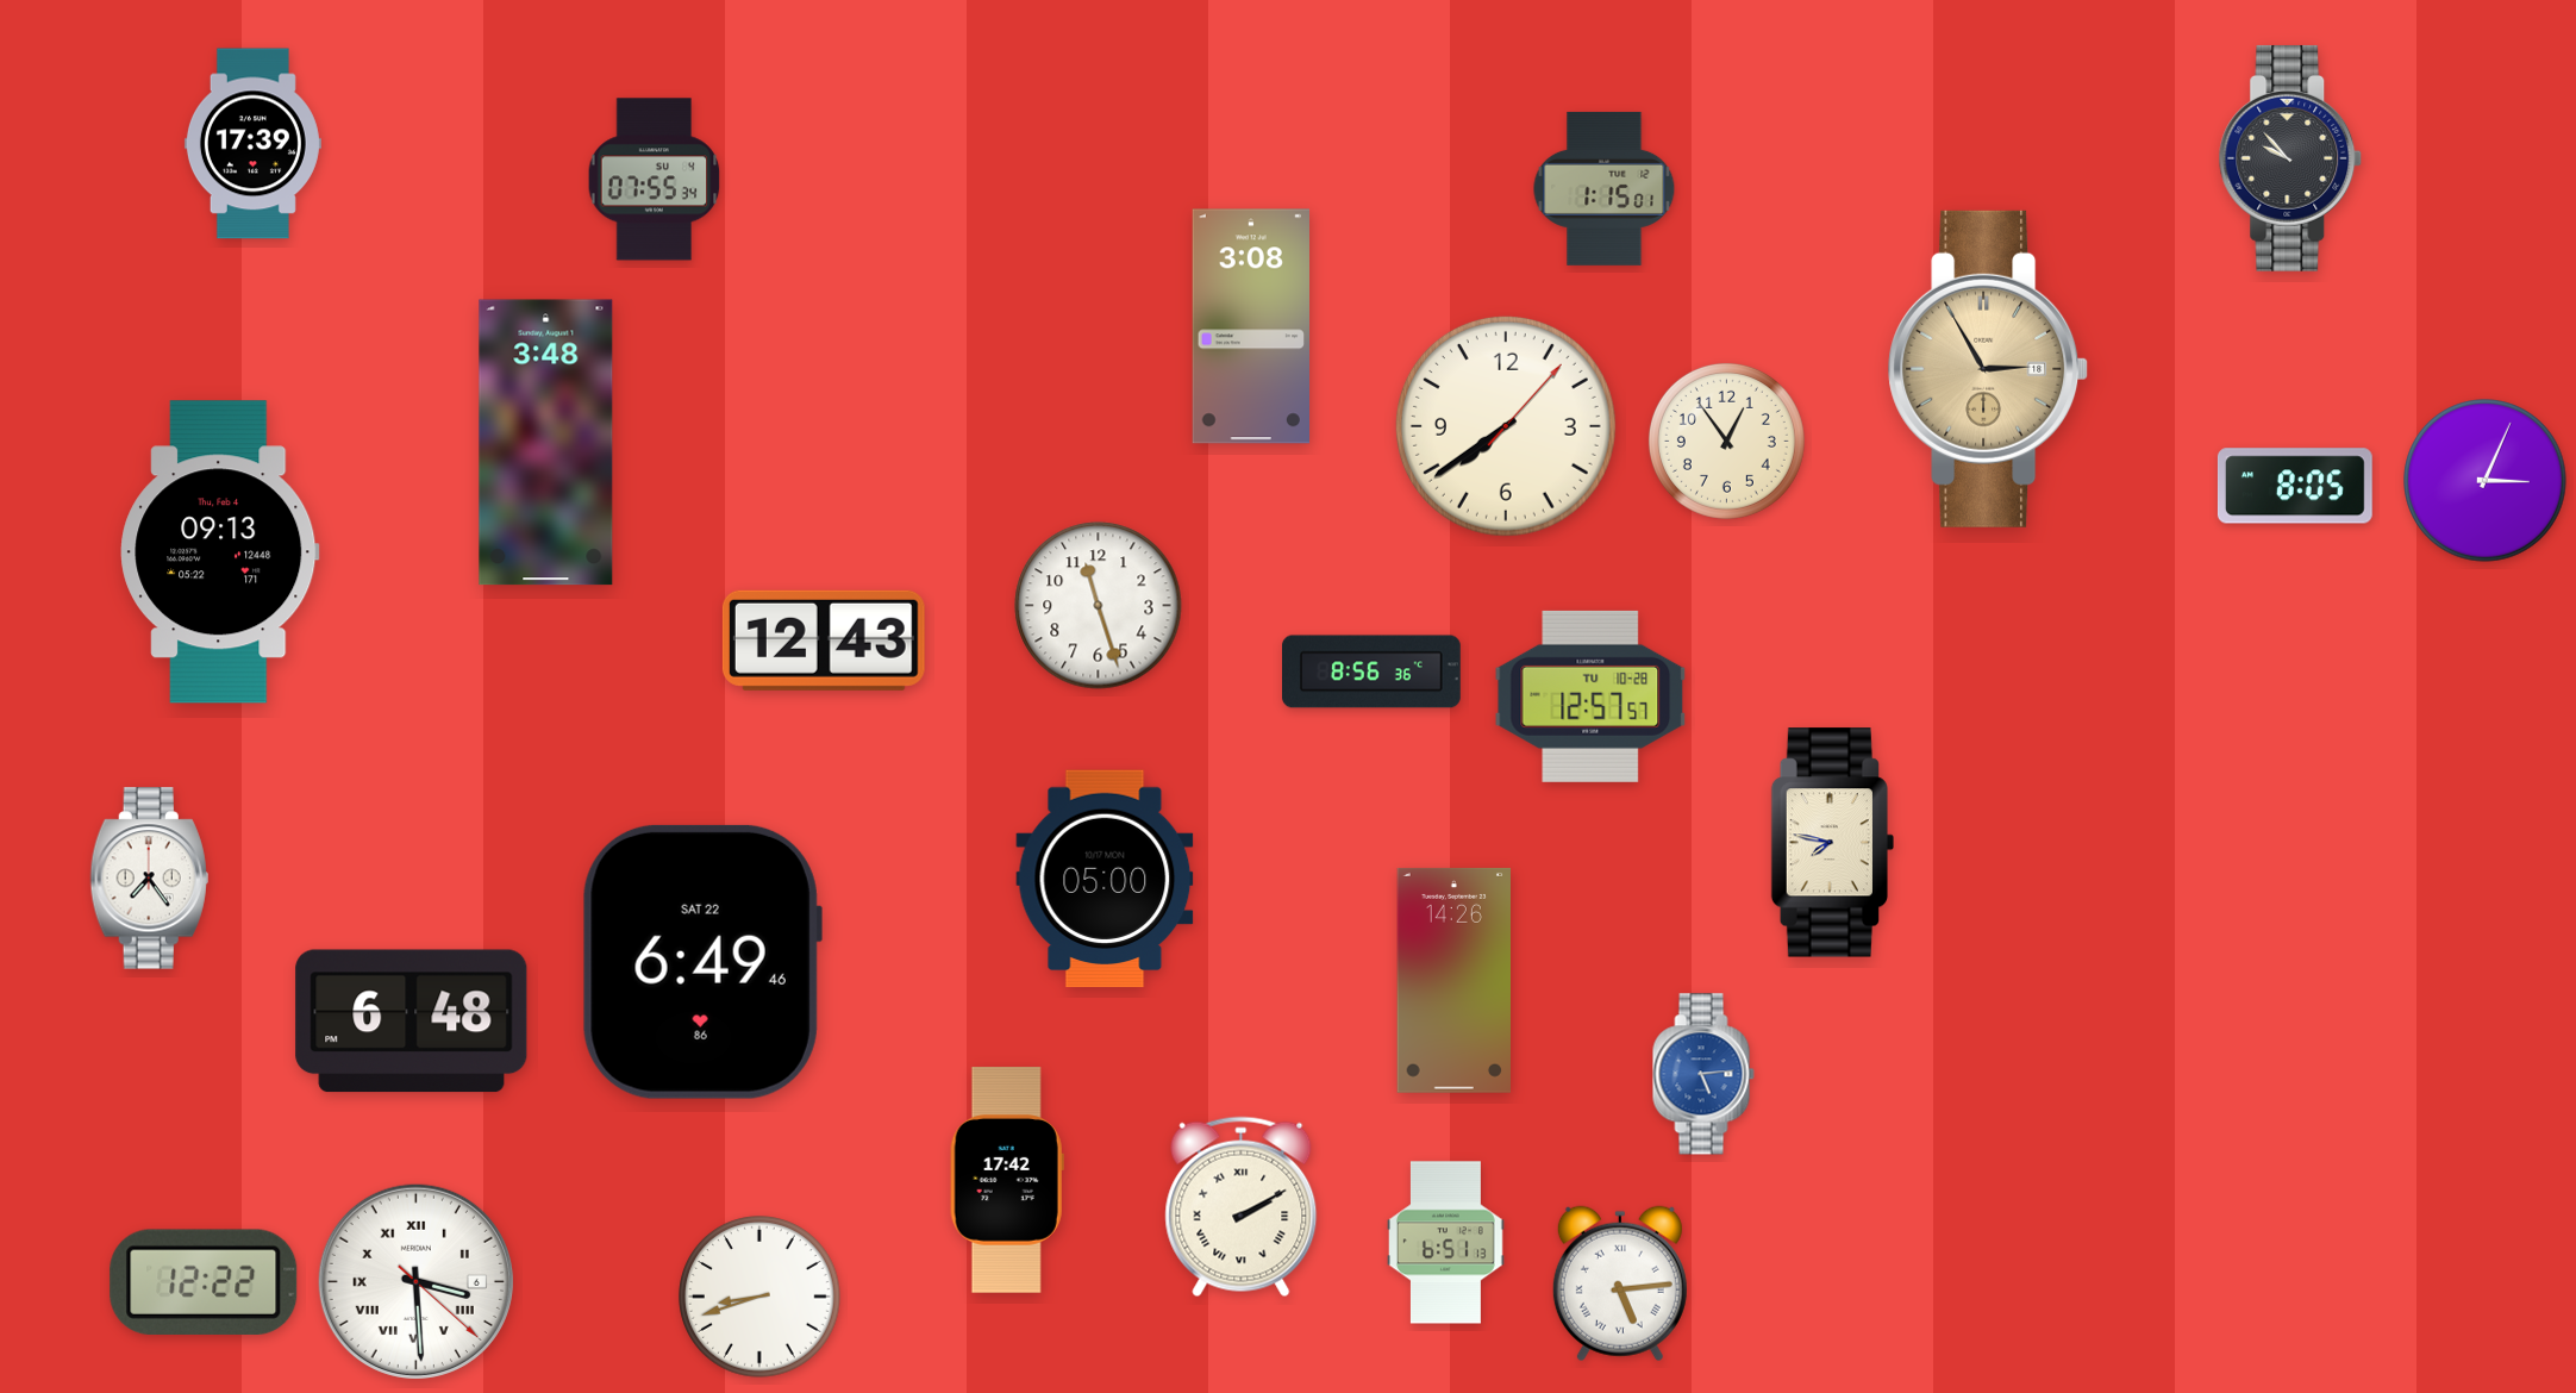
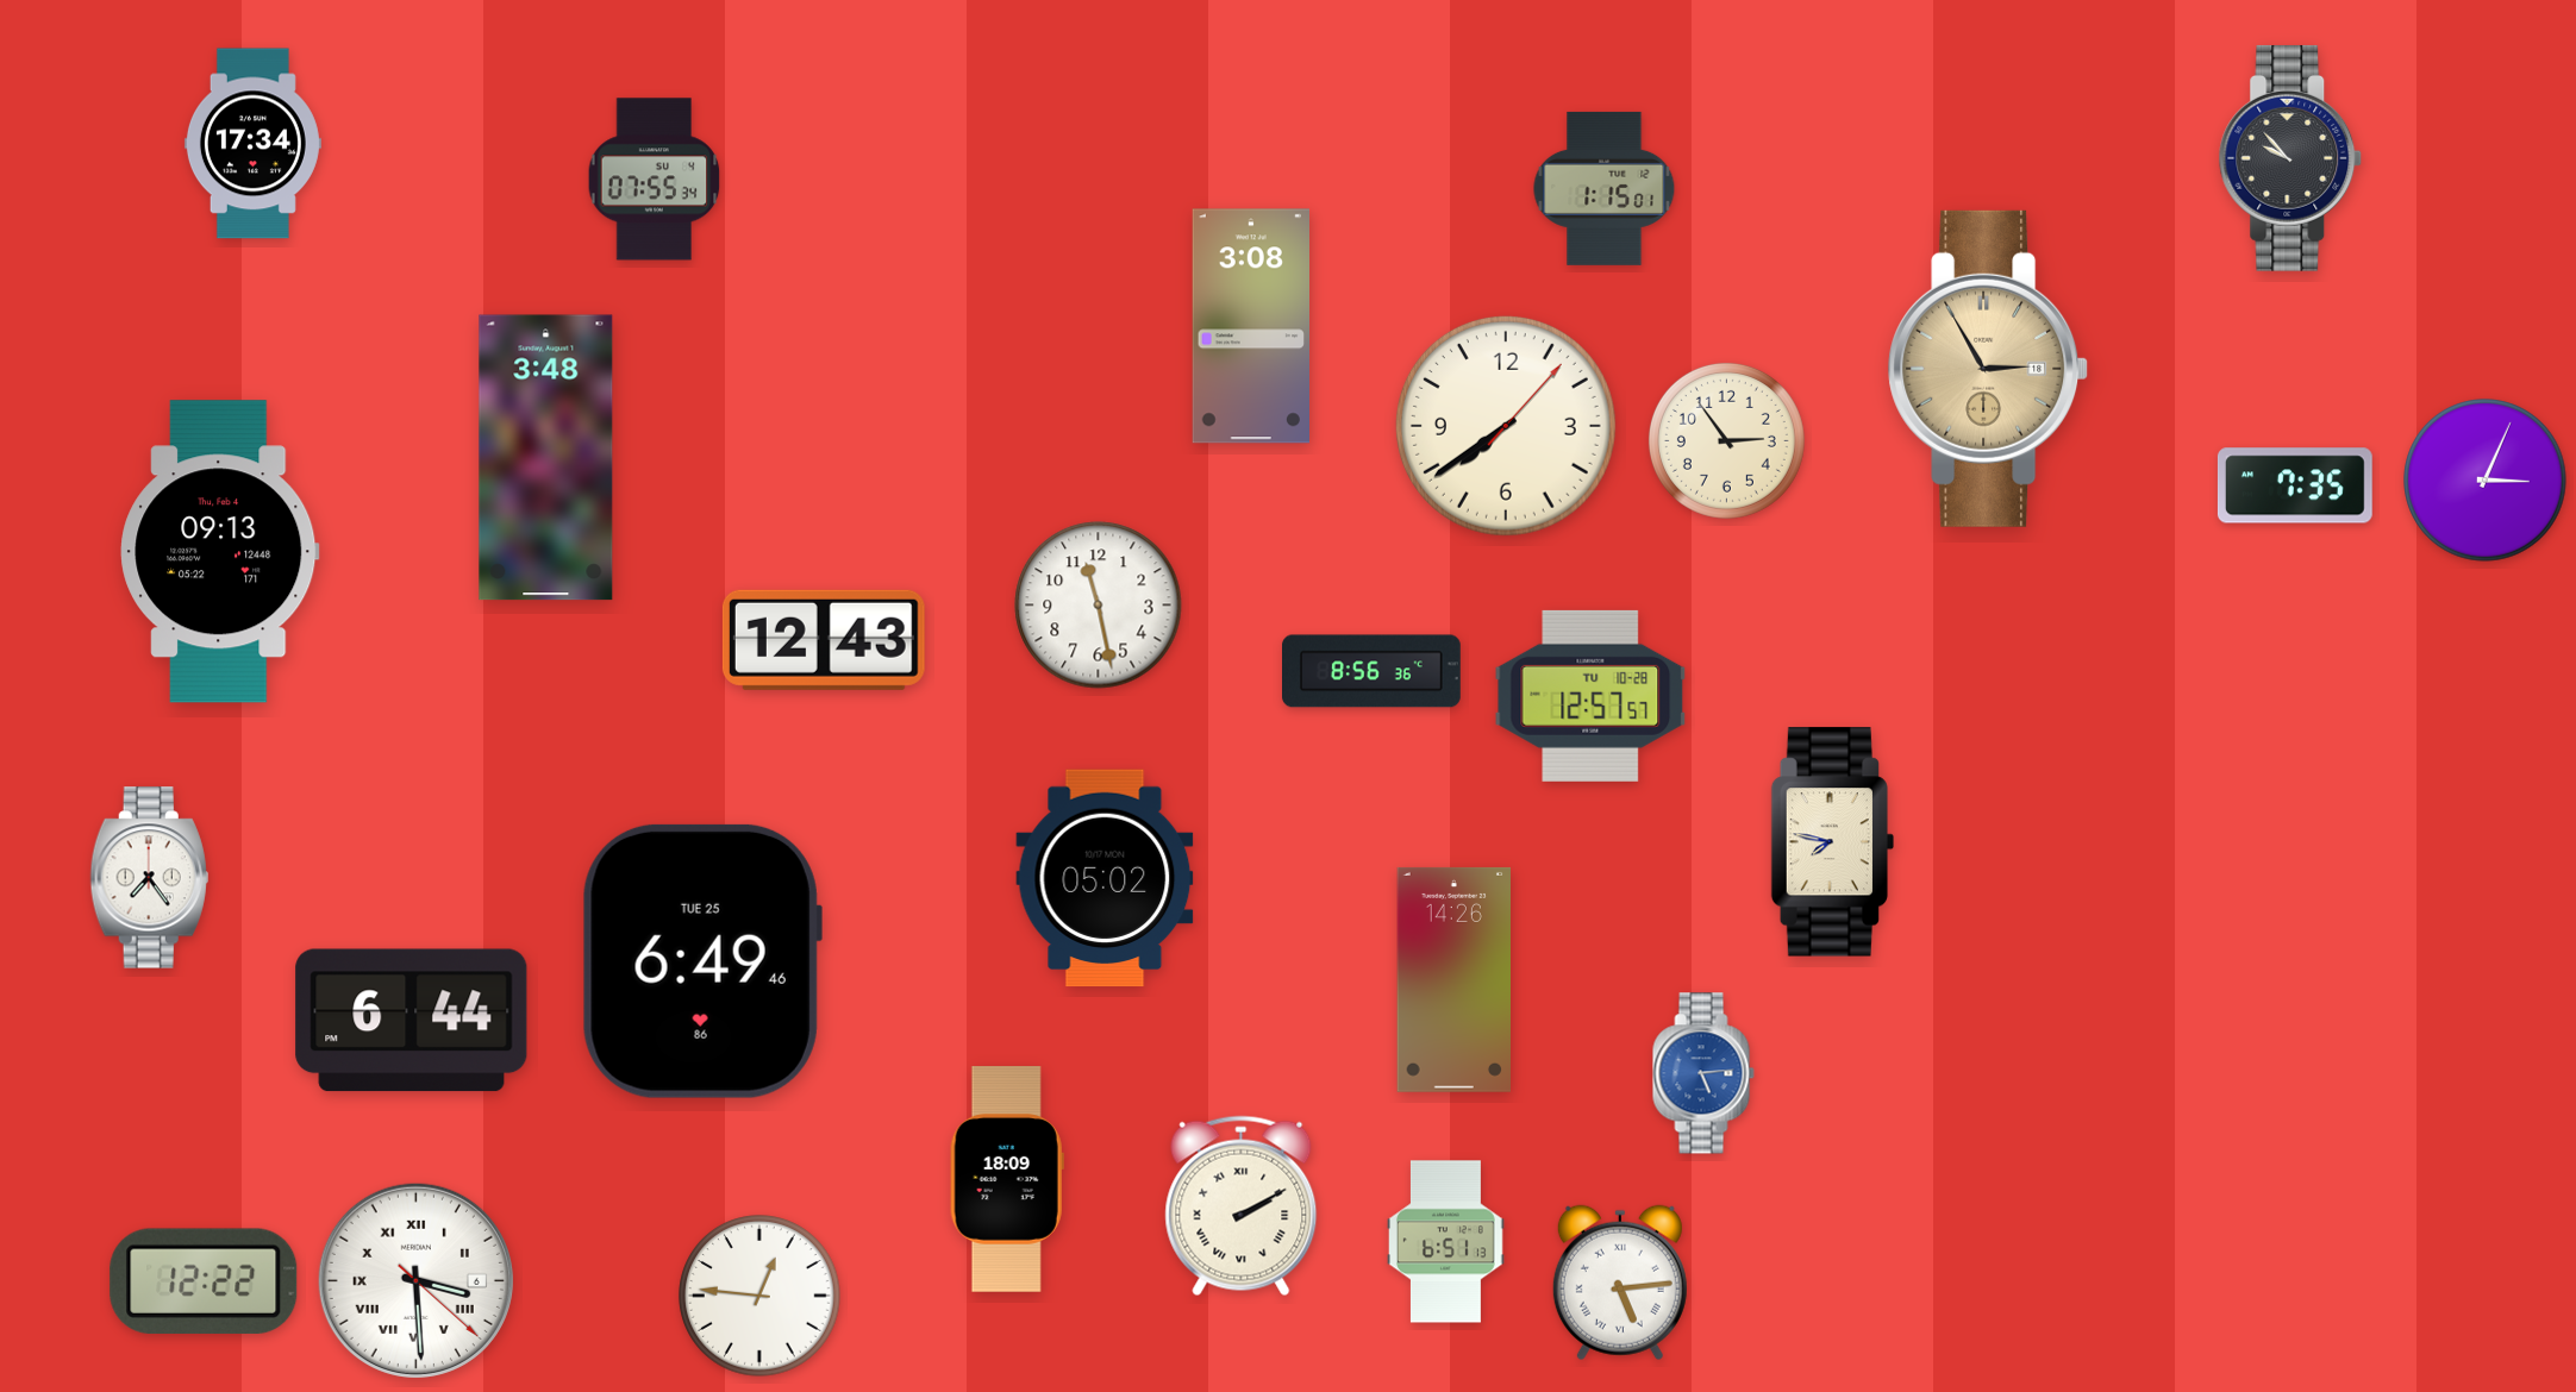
clock at (252, 144): 17:39 -> 17:34
clock at (1726, 441): 12:54 -> 2:54
clock at (546, 443) position: (546, 443) -> (546, 458)
clock at (2295, 486): 8:05 -> 7:35
clock at (1099, 606): 11:27 -> 11:28
clock at (1105, 879): 05:00 -> 05:02
clock at (702, 962) date: SAT 22 -> TUE 25
clock at (412, 1022): 6:48 -> 6:44
clock at (1007, 1180): 17:42 -> 18:09
clock at (759, 1297): 8:42 -> 12:46
